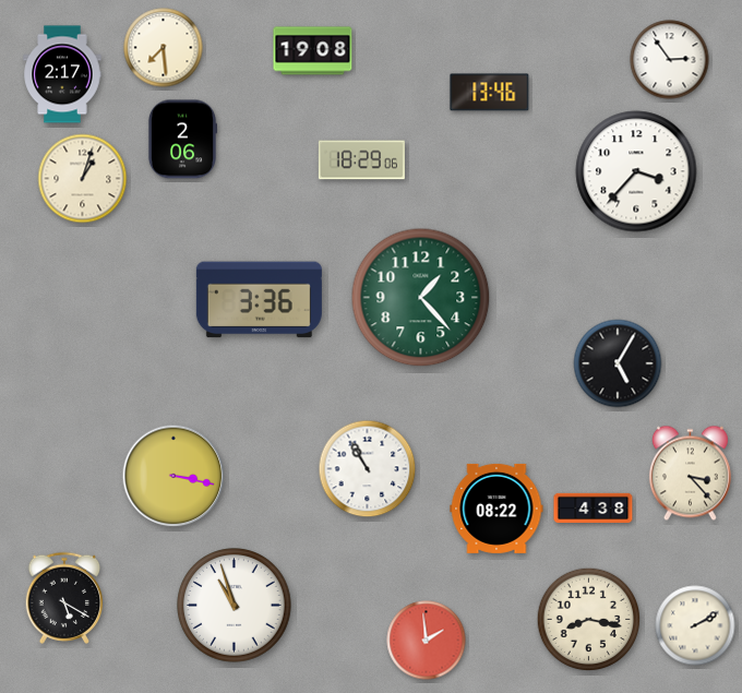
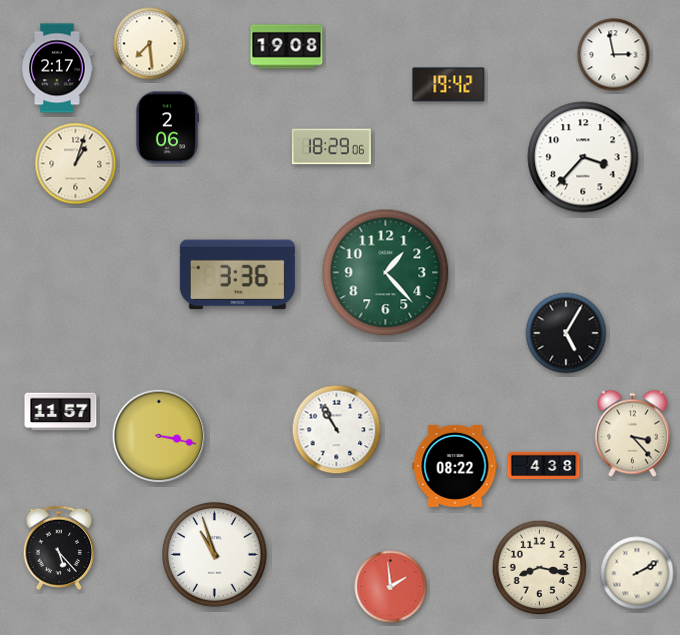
clock at (670, 60): 2:54 -> 2:58
clock at (490, 93): 13:46 -> 19:42
clock at (61, 412): none -> 11:57
clock at (64, 597): 5:20 -> 5:23
